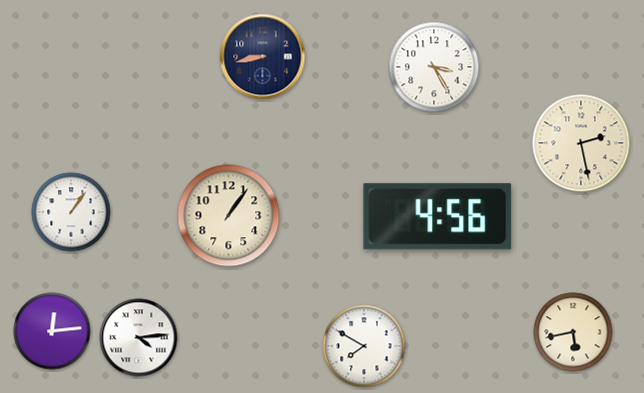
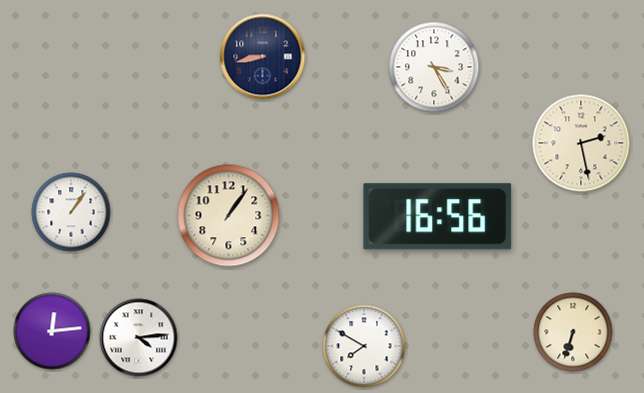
clock at (438, 217): 4:56 -> 16:56
clock at (573, 332): 5:43 -> 6:33
